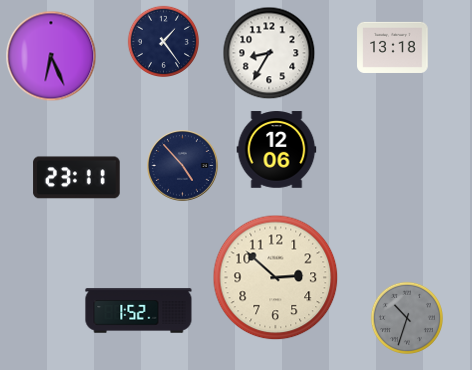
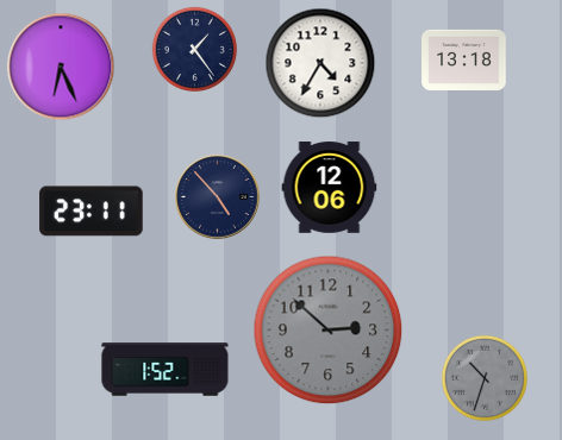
clock at (393, 47) position: (393, 47) -> (464, 59)
clock at (269, 53): 8:35 -> 4:35
clock at (277, 150) position: (277, 150) -> (330, 188)
clock at (276, 278) dial: cream -> grey
